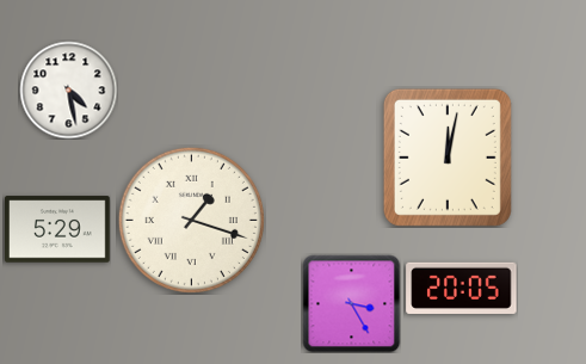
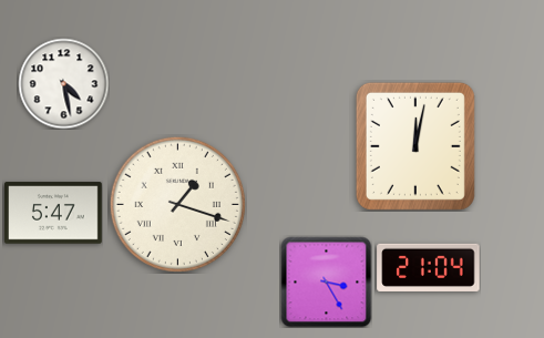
clock at (58, 229): 5:29 -> 5:47
clock at (462, 288): 20:05 -> 21:04
